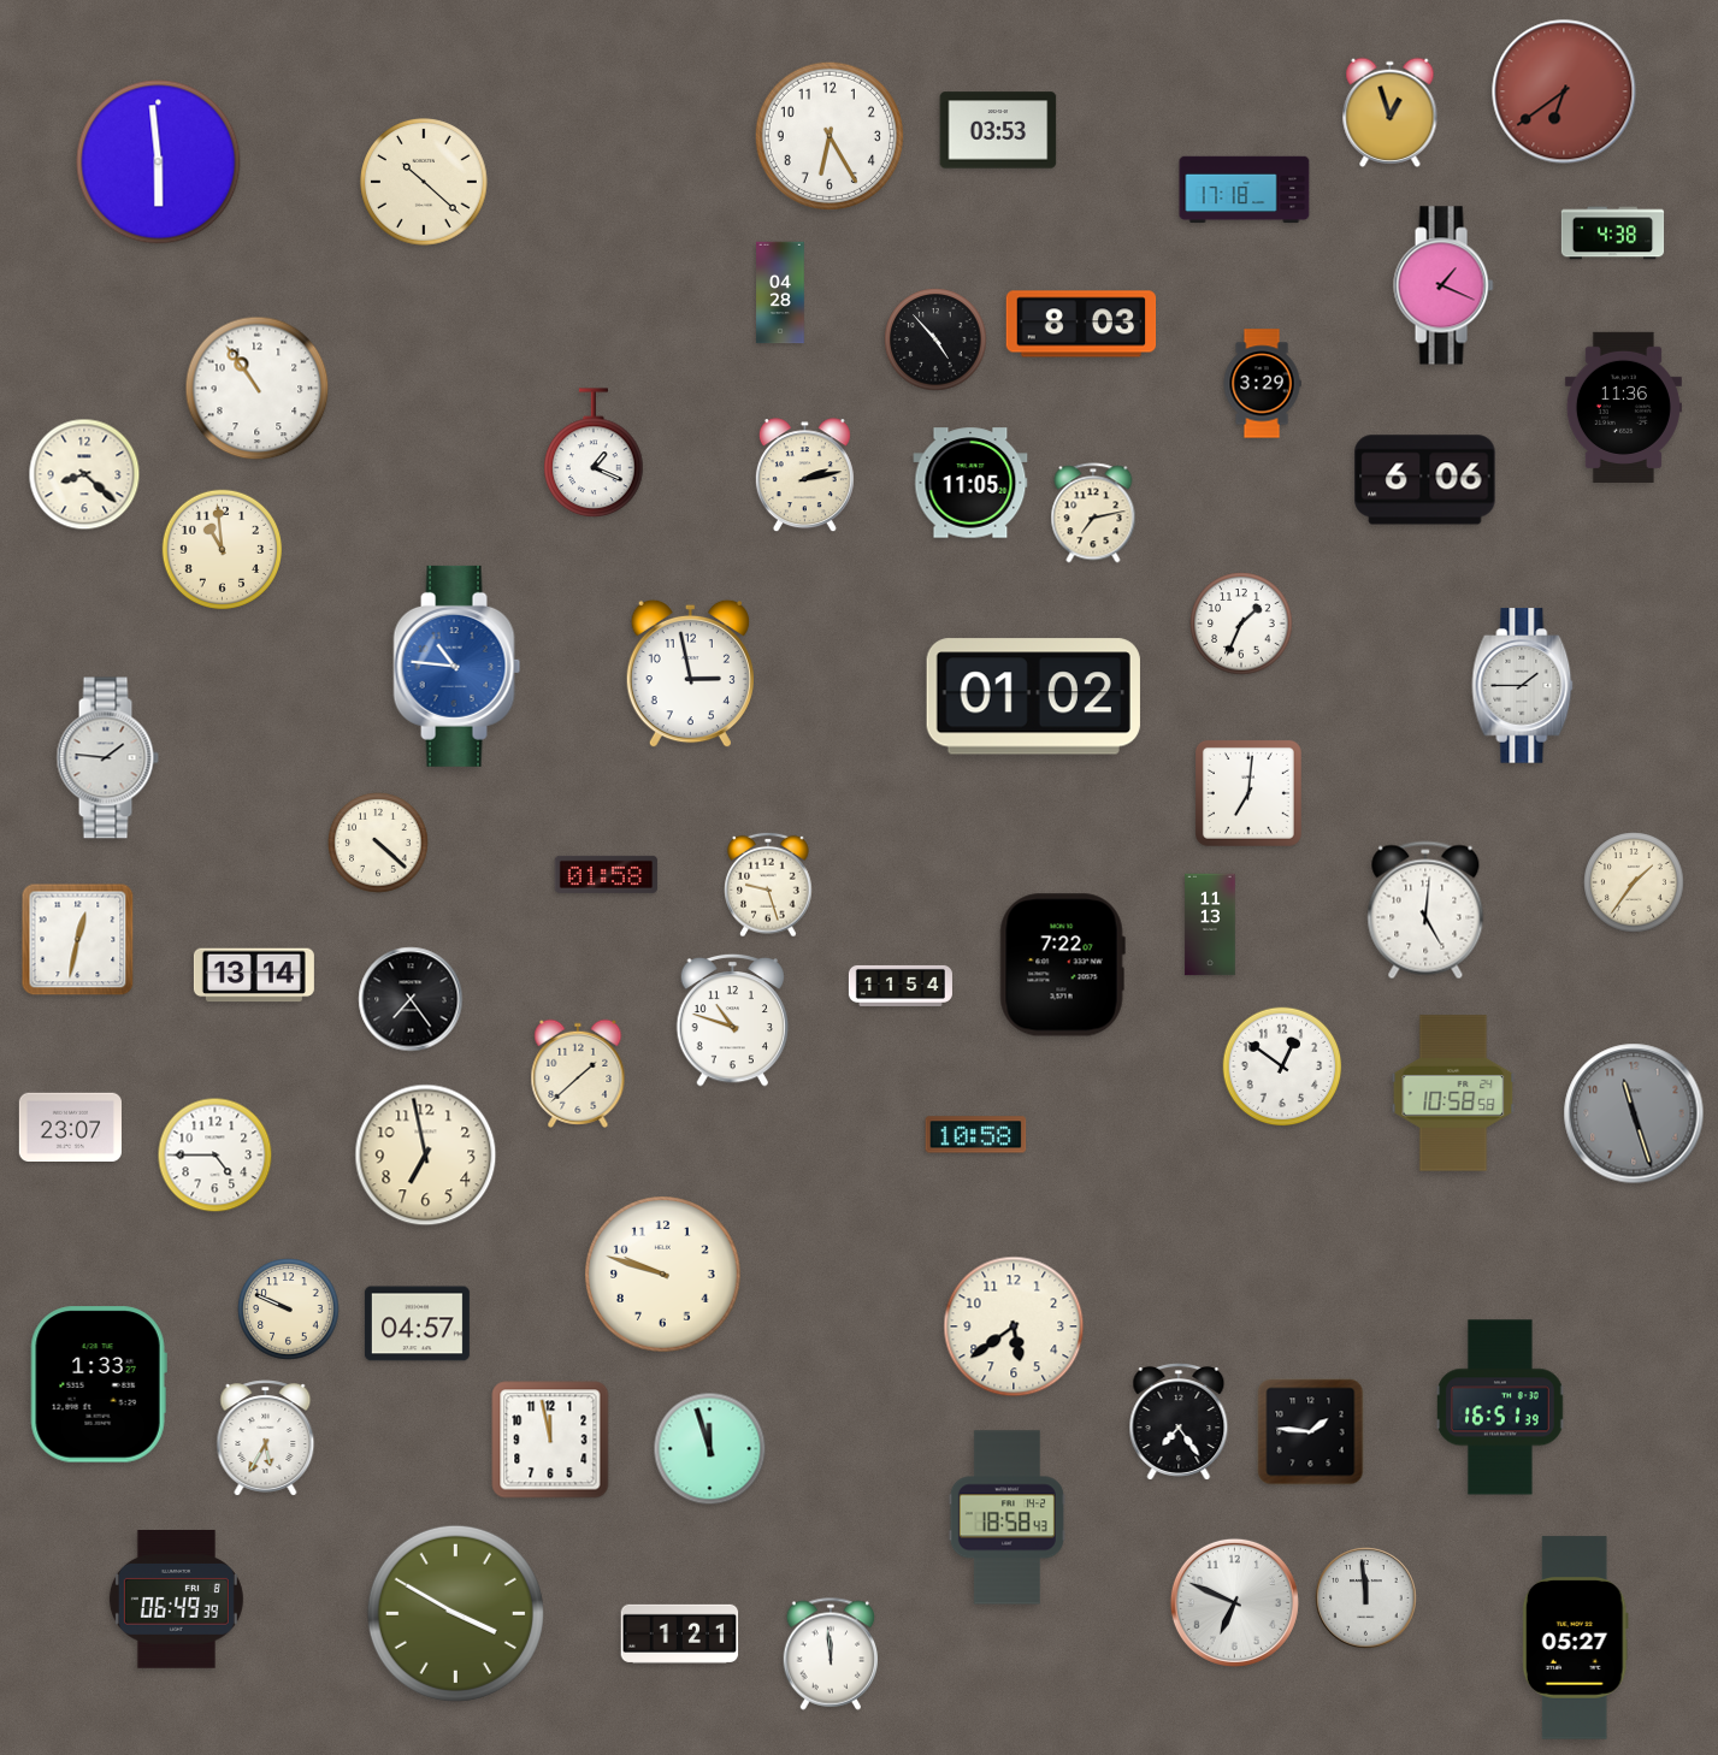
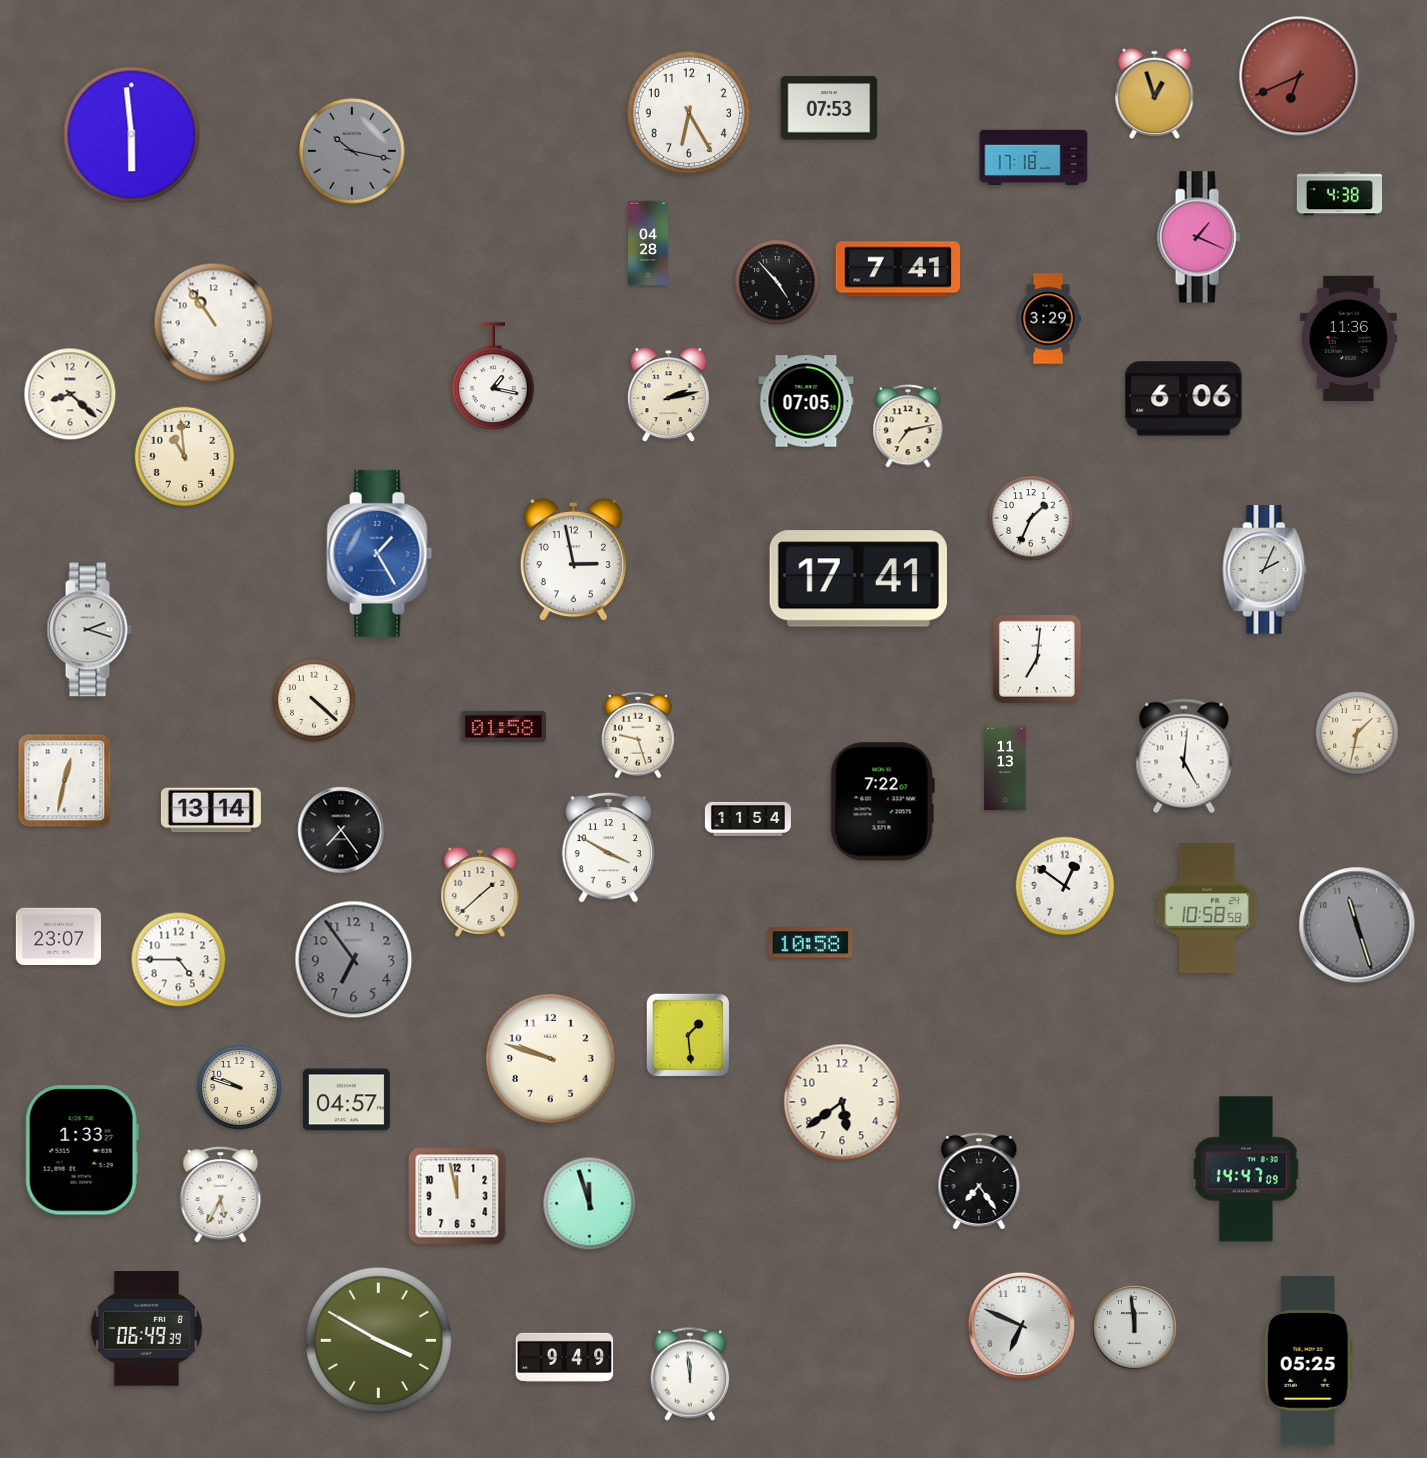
clock at (1564, 91): 6:39 -> 6:41
clock at (998, 130): 03:53 -> 07:53
clock at (424, 182): 10:22 -> 10:17
clock at (424, 182) dial: cream -> grey
clock at (1081, 324): 8:03 -> 7:41
clock at (594, 453): 1:19 -> 1:17
clock at (970, 483): 11:05 -> 07:05
clock at (457, 666): 10:46 -> 1:25
clock at (1523, 686): 1:45 -> 2:04
clock at (1033, 697): 01:02 -> 17:41
clock at (107, 758): 1:46 -> 2:18
clock at (1634, 882): 1:36 -> 1:32
clock at (733, 1020): 10:48 -> 3:50
clock at (426, 1156): 6:58 -> 6:54
clock at (426, 1156) dial: cream -> grey
clock at (688, 1035): none -> 1:29
clock at (289, 1310): 9:49 -> 9:48
clock at (1501, 1407): 16:51 -> 14:47
clock at (1311, 1432): 1:46 -> none
clock at (1006, 1518): 18:58 -> none
clock at (1234, 1602) position: (1234, 1602) -> (1021, 1325)
clock at (680, 1633): 1:21 -> 9:49
clock at (1575, 1638): 05:27 -> 05:25
